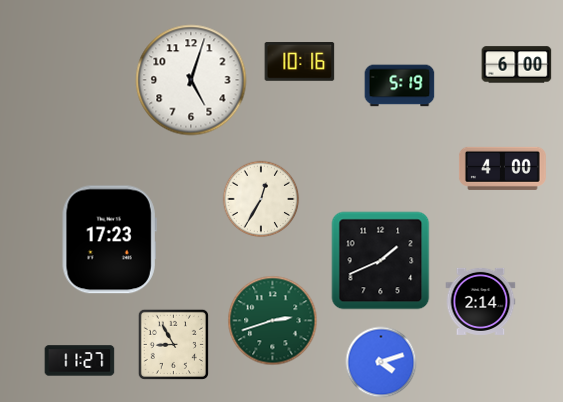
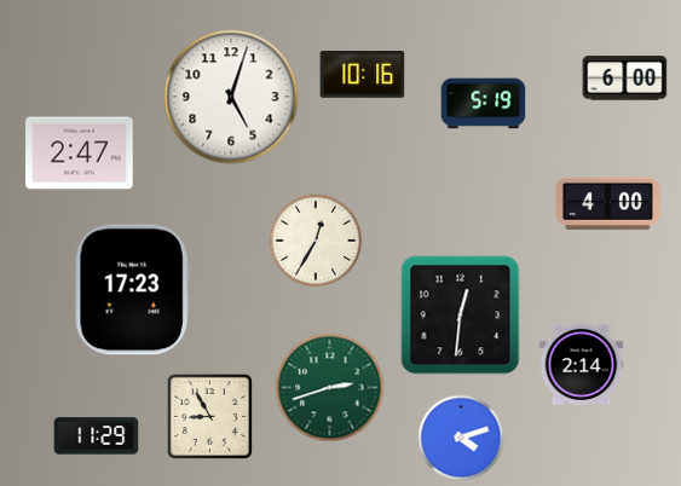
clock at (80, 154): none -> 2:47
clock at (381, 261): 1:41 -> 12:31
clock at (80, 361): 11:27 -> 11:29
